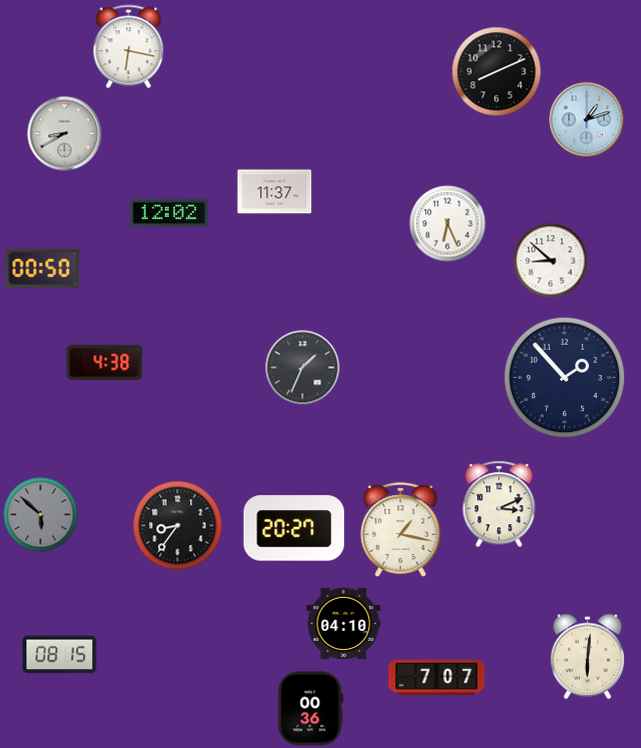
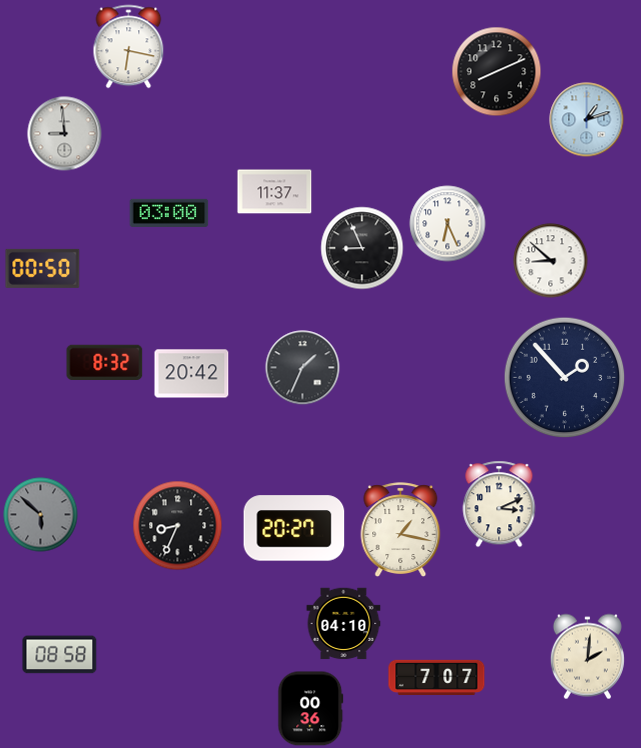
clock at (65, 134): 8:40 -> 8:59
clock at (169, 213): 12:02 -> 03:00
clock at (362, 248): none -> 8:56
clock at (105, 362): 4:38 -> 8:32
clock at (192, 374): none -> 20:42
clock at (178, 526): 8:36 -> 8:34
clock at (60, 655): 08:15 -> 08:58
clock at (587, 657): 6:01 -> 2:01
